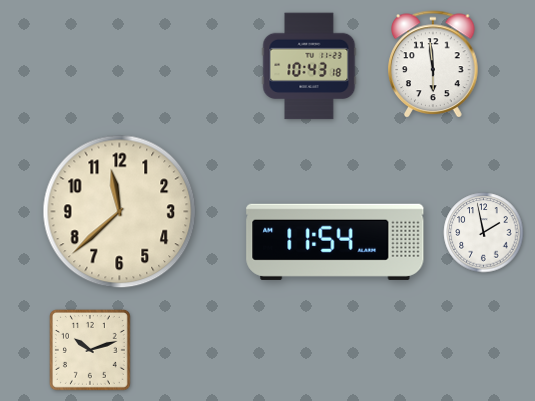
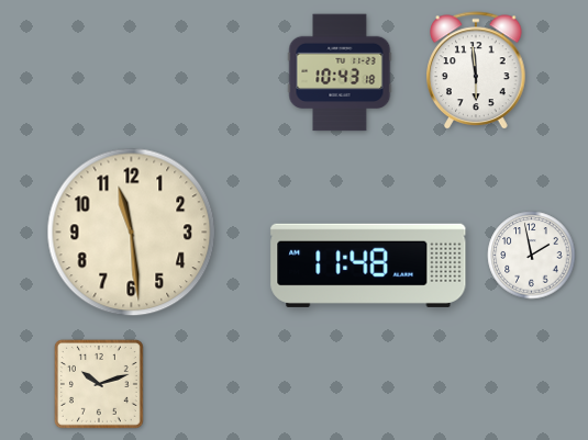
clock at (120, 212): 11:38 -> 11:29
clock at (335, 242): 11:54 -> 11:48
